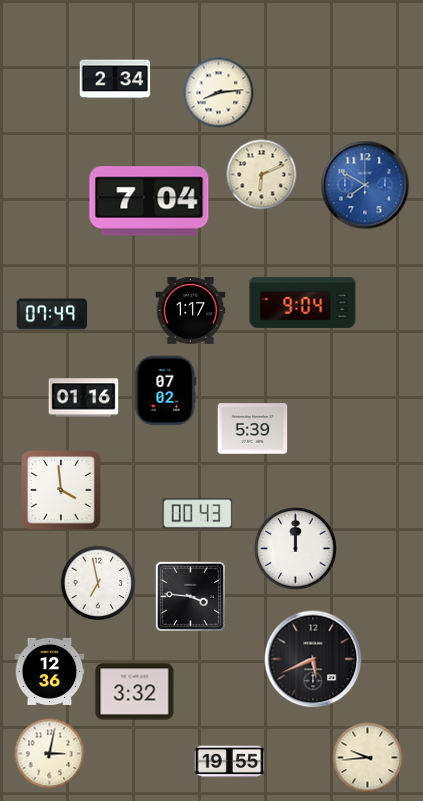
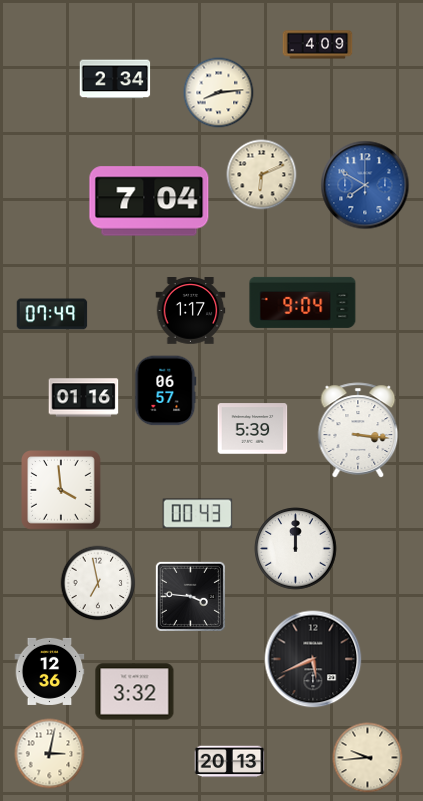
clock at (318, 45): none -> 4:09
clock at (166, 391): 07:02 -> 06:57
clock at (358, 430): none -> 3:16
clock at (230, 762): 19:55 -> 20:13
